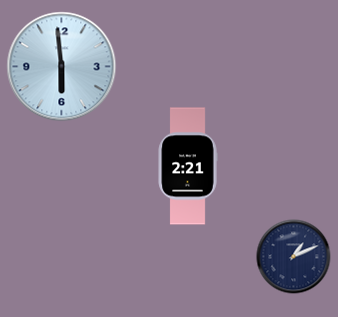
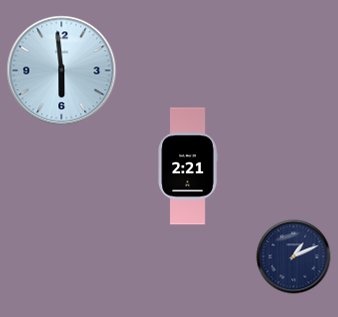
clock at (62, 67) position: (62, 67) -> (62, 71)
